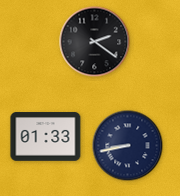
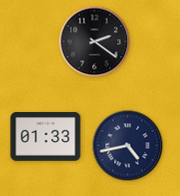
clock at (128, 146): 8:43 -> 4:43
